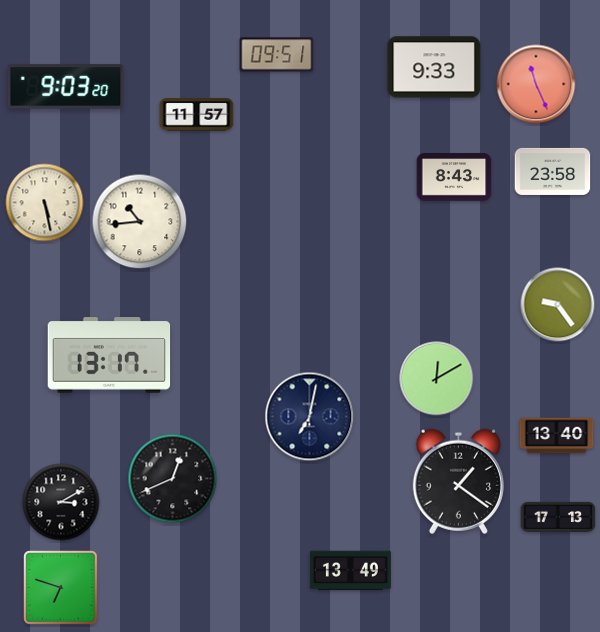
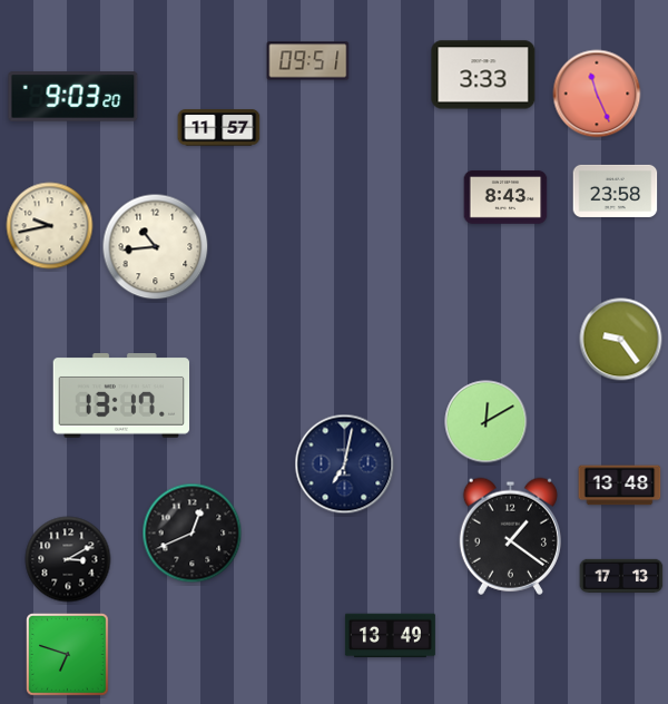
clock at (434, 67): 9:33 -> 3:33
clock at (45, 203): 5:28 -> 9:43
clock at (557, 436): 13:40 -> 13:48
